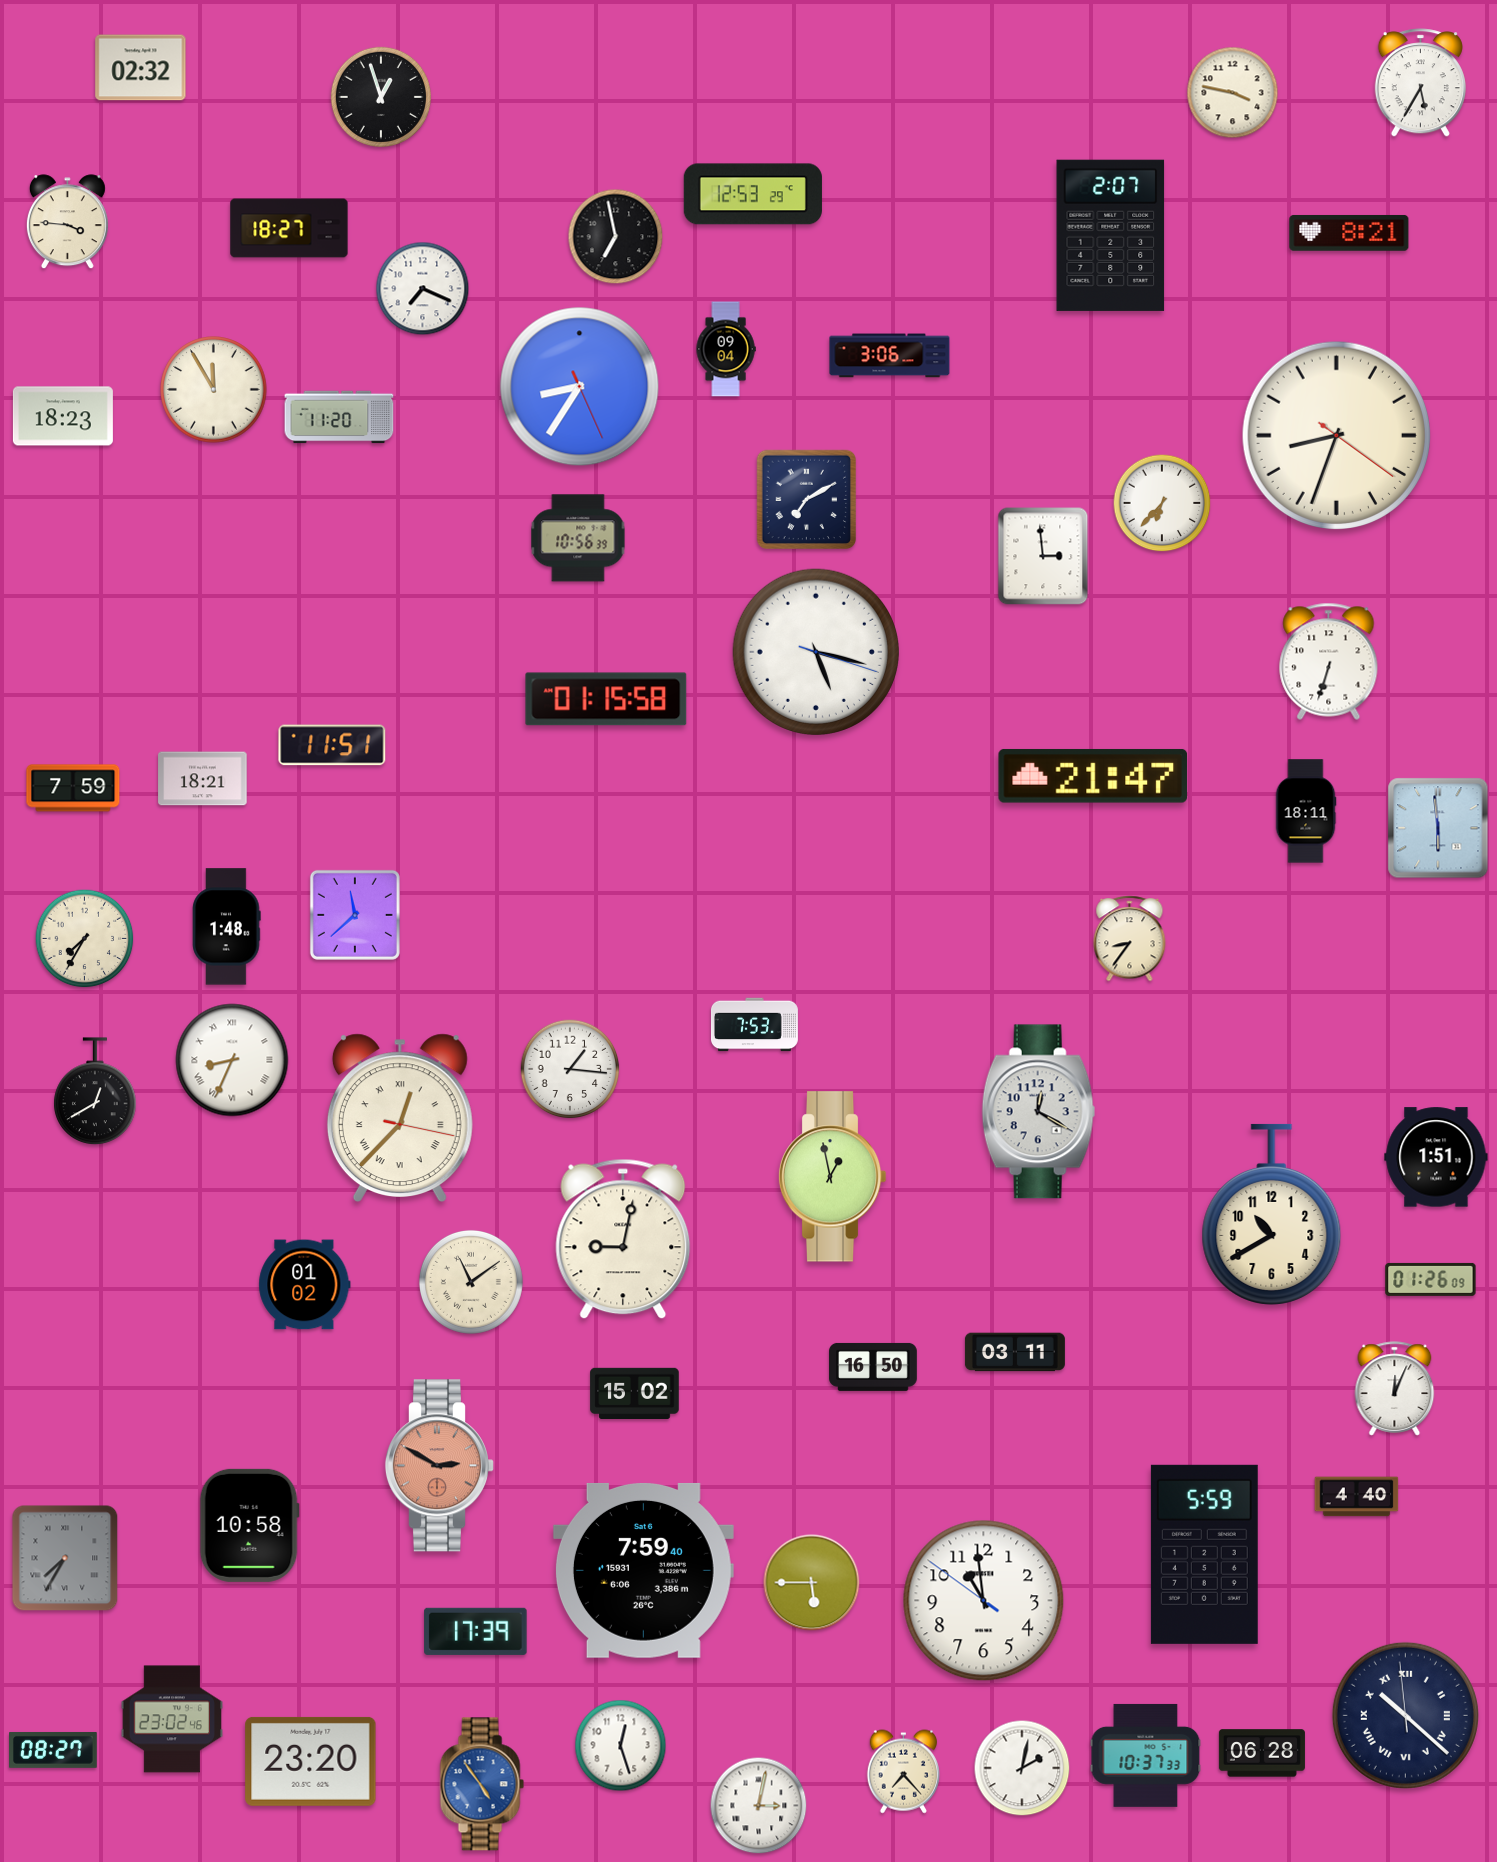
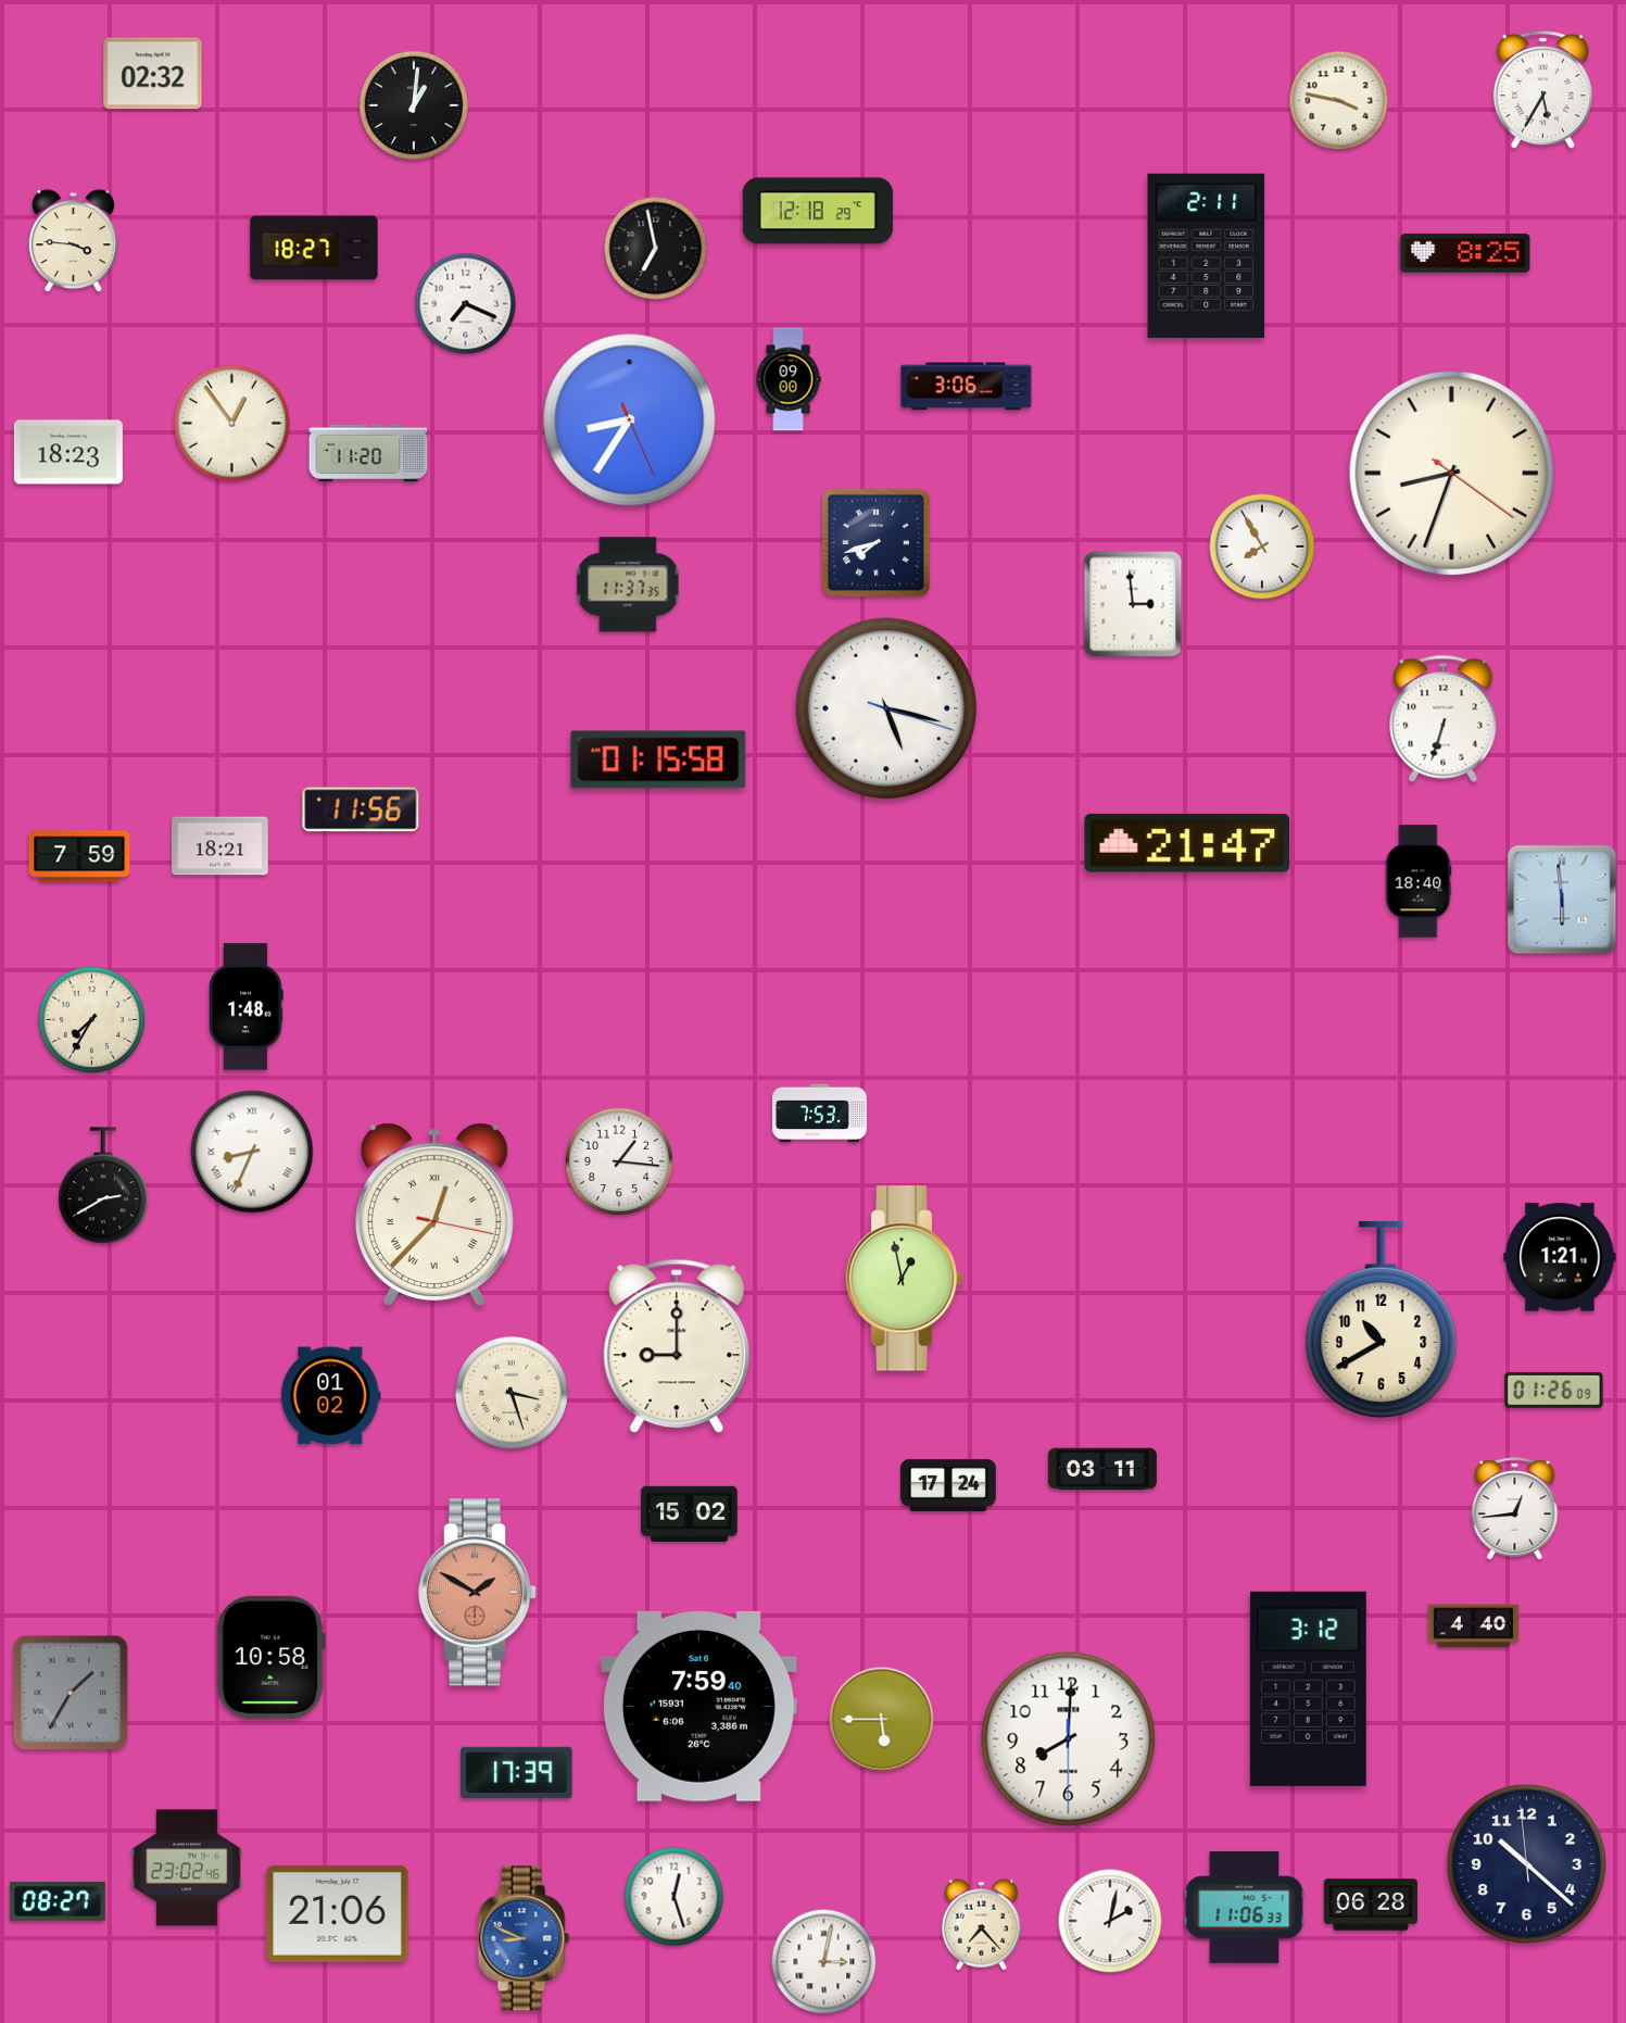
clock at (381, 97): 12:57 -> 1:01
clock at (753, 194): 12:53 -> 12:18
clock at (1349, 233): 8:21 -> 8:25
clock at (1111, 235): 2:07 -> 2:11
clock at (616, 237) position: (616, 237) -> (656, 249)
clock at (423, 289) position: (423, 289) -> (466, 304)
clock at (726, 349): 09:04 -> 09:00
clock at (214, 390): 11:55 -> 12:54
clock at (807, 500): 7:10 -> 7:42
clock at (1162, 503): 6:37 -> 7:55
clock at (578, 538): 10:56 -> 11:37
clock at (332, 745): 11:51 -> 11:56
clock at (1306, 811): 18:11 -> 18:40
clock at (355, 915): 11:38 -> none
clock at (1130, 939): 8:36 -> none
clock at (95, 1091): 12:40 -> 2:40
clock at (1039, 1112): 12:20 -> none
clock at (1436, 1157): 1:51 -> 1:21
clock at (623, 1239): 9:02 -> 9:00
clock at (471, 1282): 11:09 -> 3:27
clock at (873, 1367): 16:50 -> 17:24
clock at (1395, 1389): 12:04 -> 12:44
clock at (439, 1466): 2:50 -> 1:50
clock at (1204, 1554): 5:59 -> 3:12
clock at (65, 1558): 7:35 -> 1:35
clock at (984, 1601): 10:58 -> 8:00
clock at (1405, 1715) numerals: Roman -> Arabic
clock at (1146, 1755): 10:37 -> 11:06
clock at (311, 1761): 23:20 -> 21:06
clock at (482, 1784): 4:54 -> 8:49
